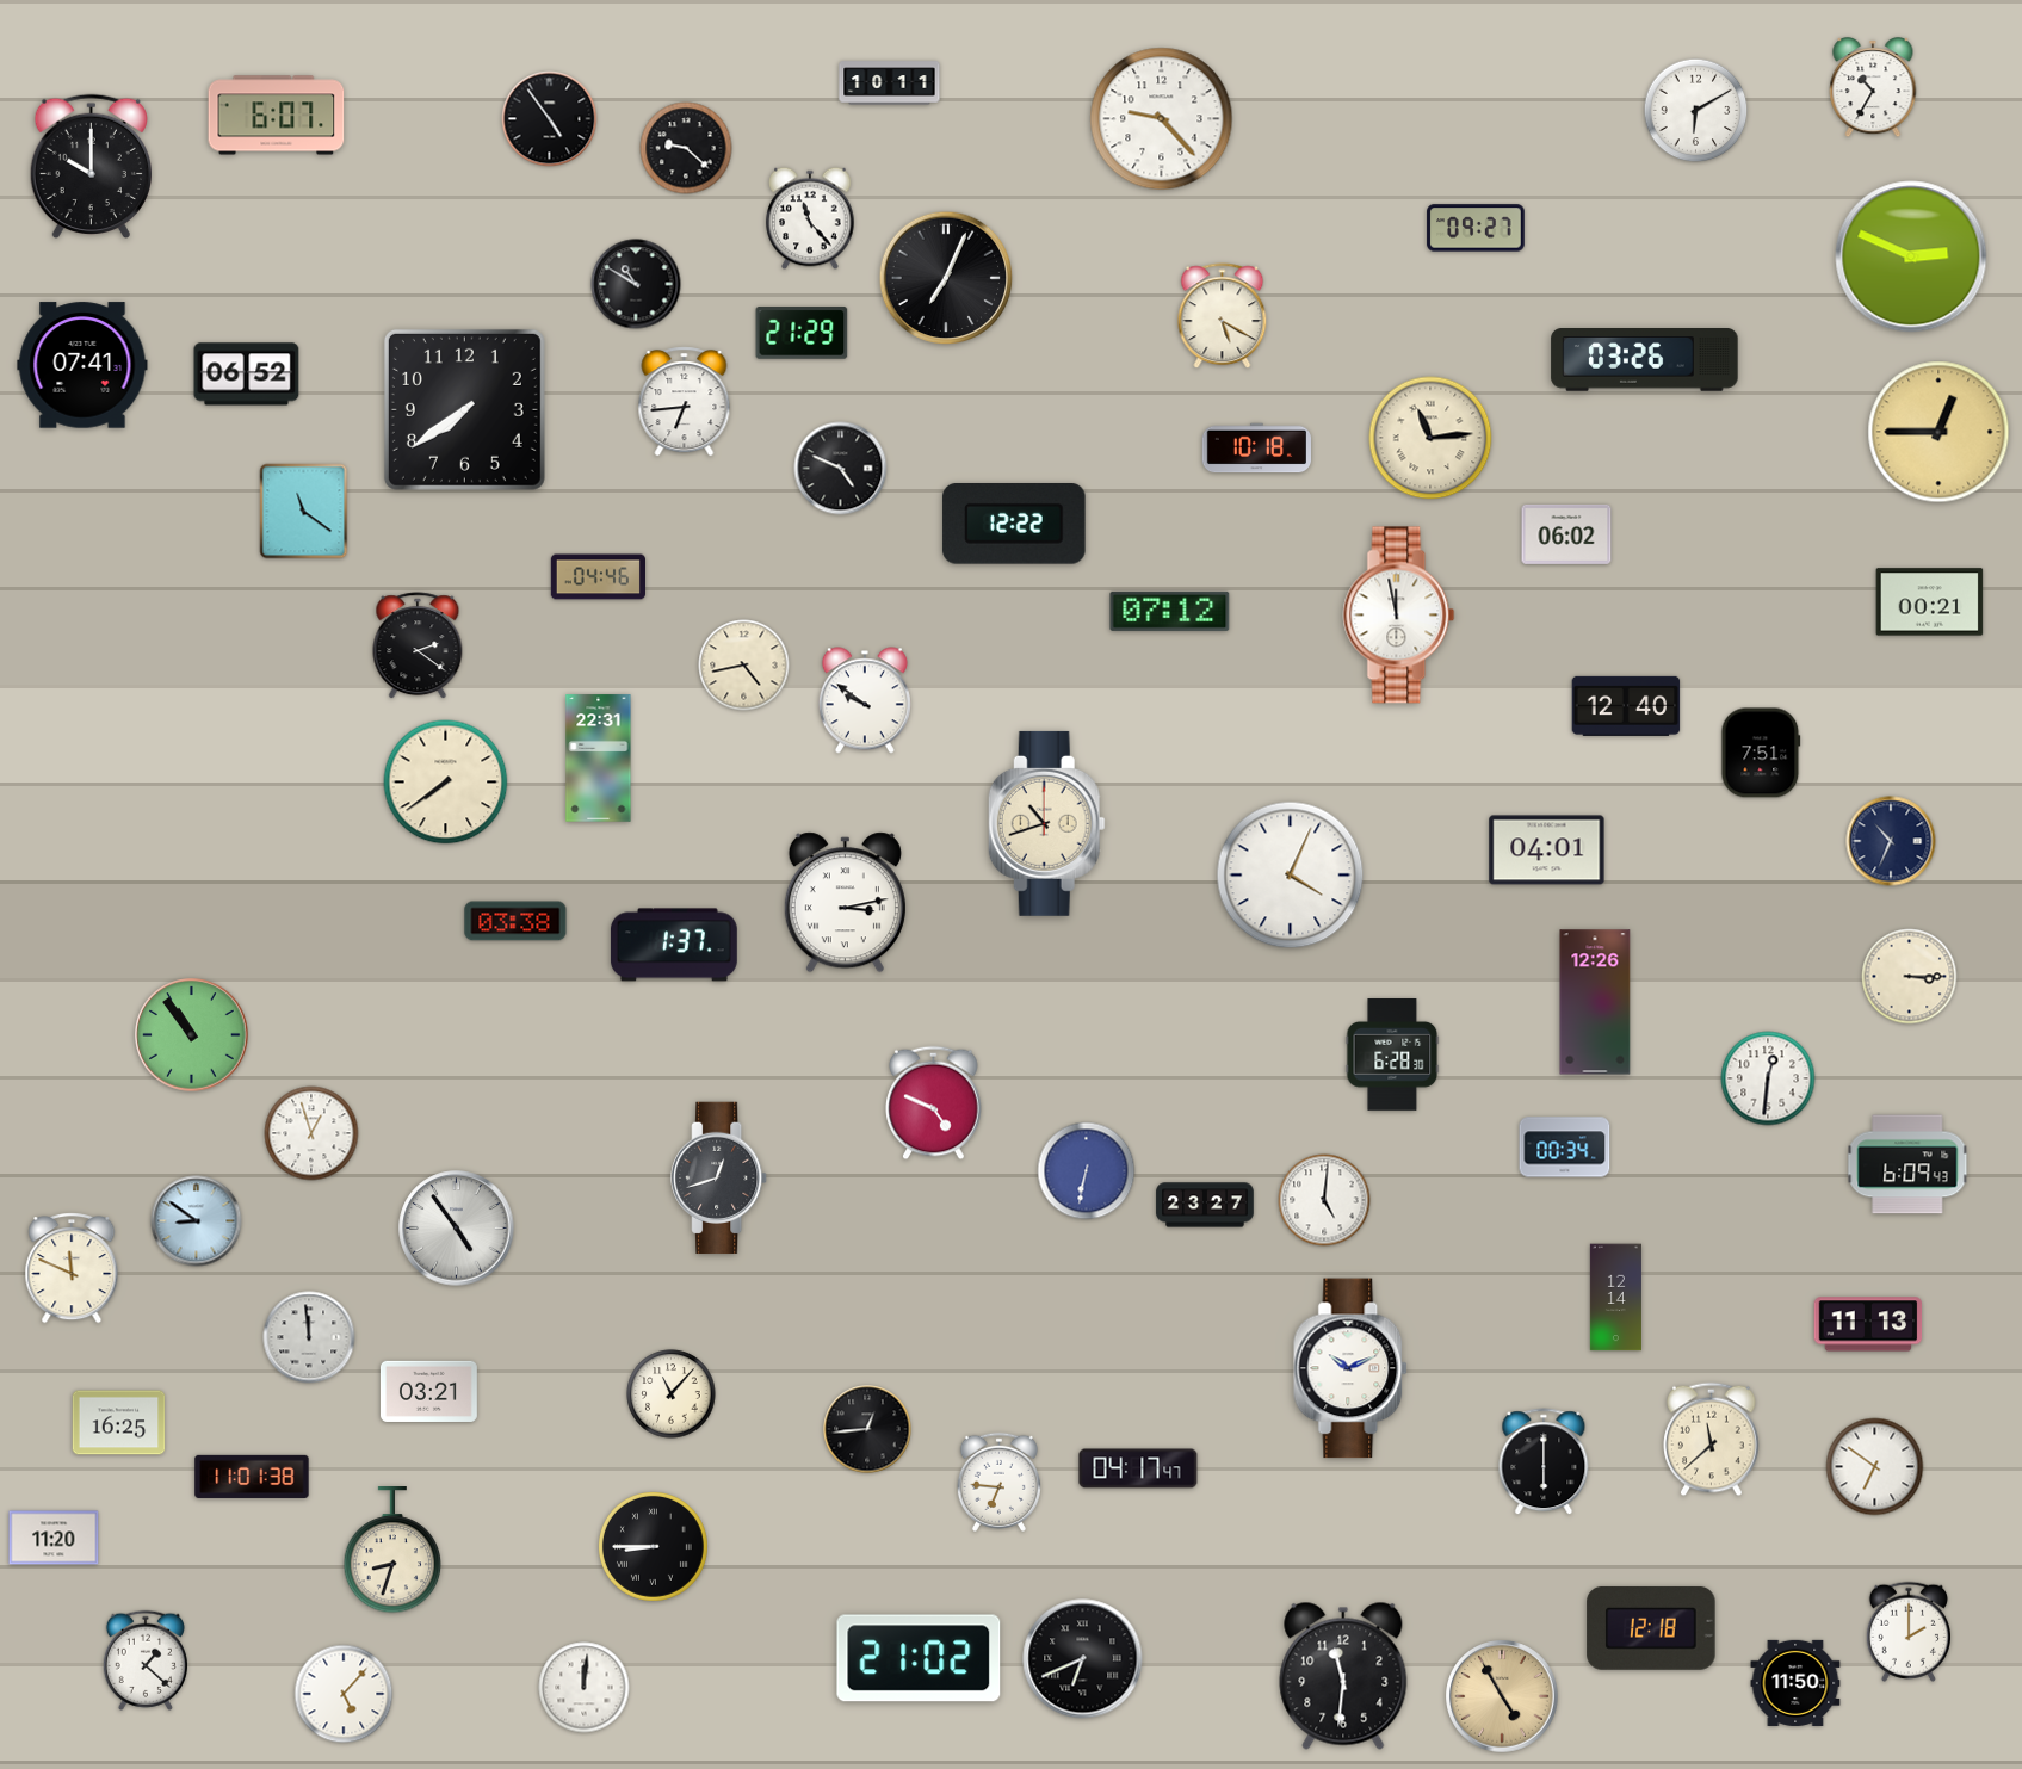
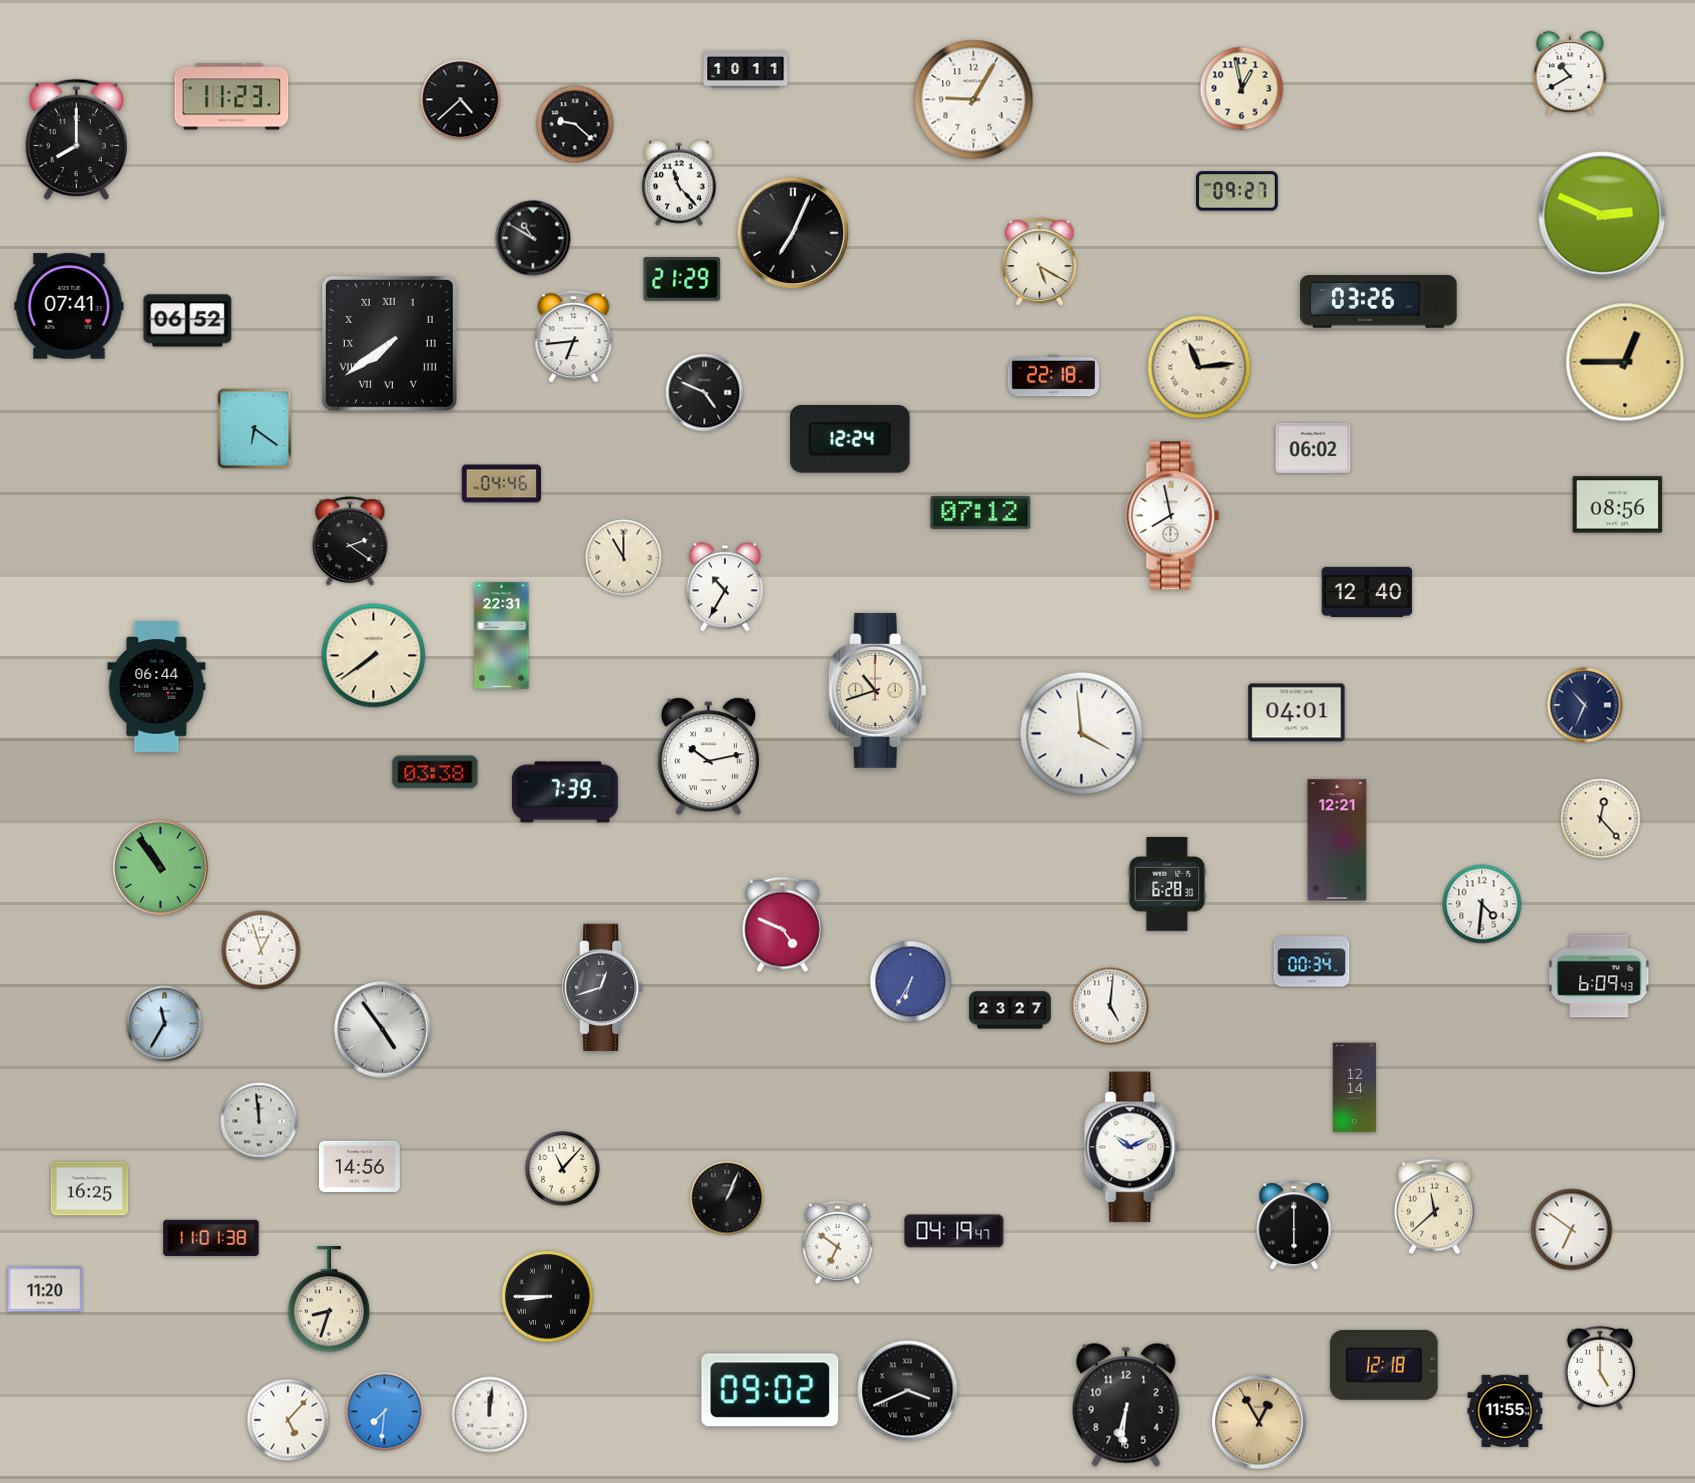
clock at (1873, 88): 10:35 -> 10:40
clock at (1242, 89): none -> 12:58
clock at (1696, 111): 6:10 -> none
clock at (277, 116): 6:07 -> 11:23
clock at (550, 119): 4:54 -> 4:38
clock at (1162, 119): 9:23 -> 9:05
clock at (91, 166): 10:00 -> 8:00
clock at (1223, 316) position: (1223, 316) -> (1040, 262)
clock at (802, 333) position: (802, 333) -> (682, 279)
clock at (247, 375) position: (247, 375) -> (188, 321)
clock at (464, 409) numerals: Arabic -> Roman
clock at (1256, 449): 10:18 -> 22:18
clock at (304, 512): 11:21 -> 6:21
clock at (1014, 525): 12:22 -> 12:24
clock at (1930, 602): 00:21 -> 08:56
clock at (1399, 616): 11:58 -> 7:58
clock at (744, 666): 4:43 -> 11:00
clock at (865, 700): 9:51 -> 10:35
clock at (1626, 706) position: (1626, 706) -> (1367, 592)
clock at (1761, 753): 7:51 -> none
clock at (157, 687): none -> 06:44
clock at (1291, 876): 4:04 -> 3:59
clock at (845, 903): 3:13 -> 10:13
clock at (515, 921) position: (515, 921) -> (435, 772)
clock at (674, 945): 1:37 -> 7:39
clock at (1910, 977): 3:15 -> 12:23
clock at (1595, 1002): 12:26 -> 12:21
clock at (1768, 1078): 12:31 -> 4:31
clock at (1087, 1171): 6:32 -> 6:35
clock at (197, 1221): 8:51 -> 11:35
clock at (72, 1269): 11:49 -> none
clock at (1868, 1324): 11:13 -> none
clock at (428, 1391): 03:21 -> 14:56
clock at (119, 1423) position: (119, 1423) -> (90, 1189)
clock at (867, 1429): 12:44 -> 1:04
clock at (1138, 1468): 04:17 -> 04:19
clock at (998, 1482): 6:46 -> 6:51
clock at (1907, 1632): 2:00 -> 5:00
clock at (919, 1658): 21:02 -> 09:02
clock at (1083, 1659): 6:41 -> 3:41
clock at (144, 1660): 1:22 -> none
clock at (1343, 1676): 11:31 -> 6:31
clock at (1795, 1683): 11:50 -> 11:55
clock at (385, 1412): none -> 7:31
clock at (1502, 1696): 4:55 -> 12:55
